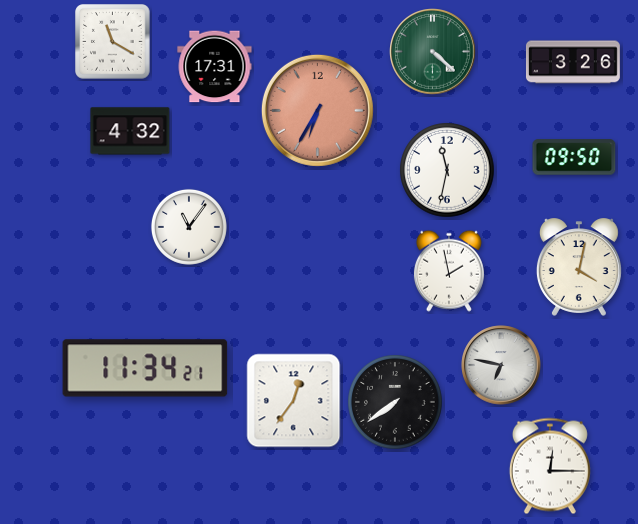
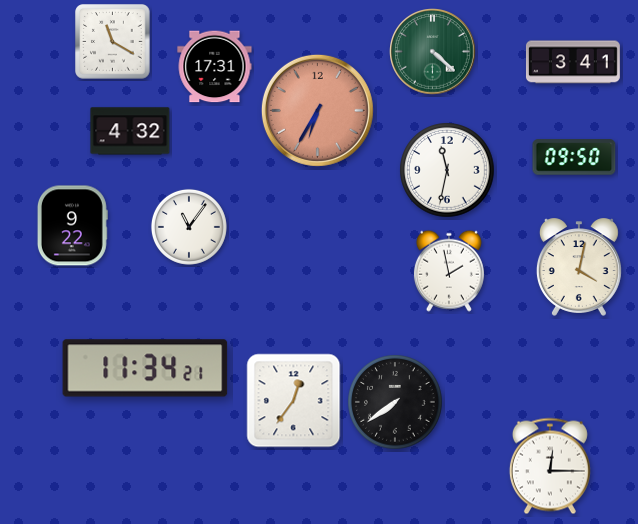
clock at (573, 62): 3:26 -> 3:41
clock at (72, 226): none -> 9:22
clock at (501, 365): 6:47 -> none
